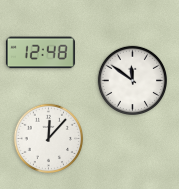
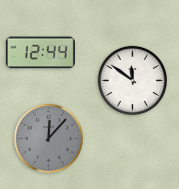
clock at (40, 53): 12:48 -> 12:44
clock at (49, 139) dial: white -> grey
